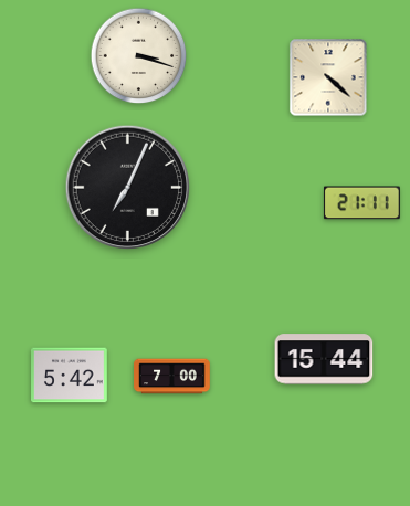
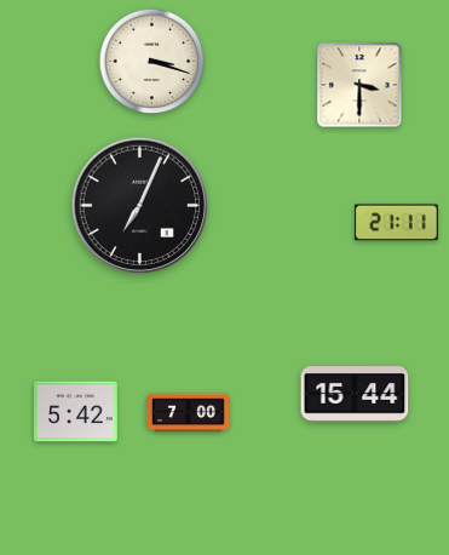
clock at (328, 77): 4:22 -> 3:30
